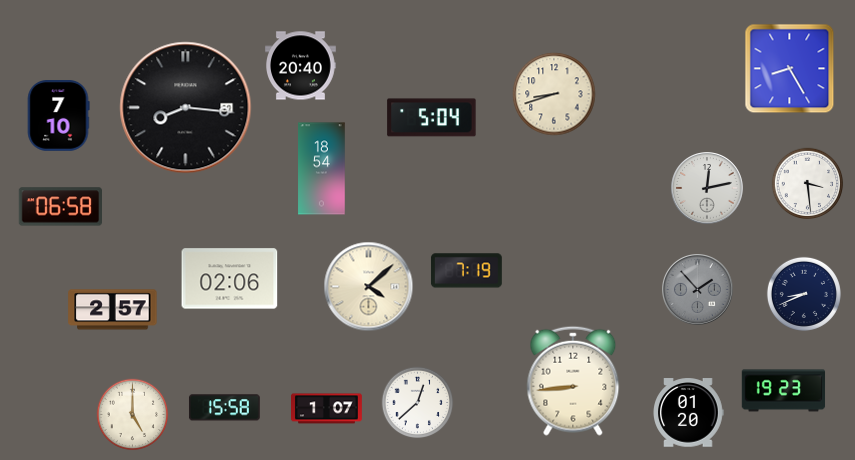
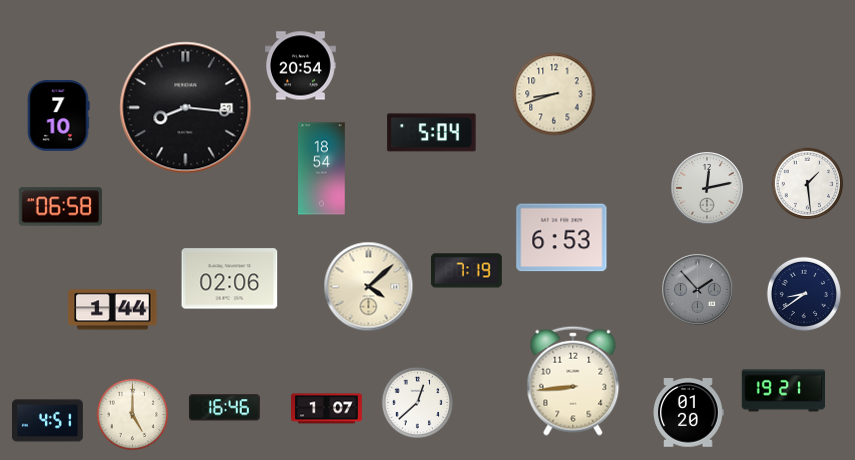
clock at (301, 66): 20:40 -> 20:54
clock at (790, 69): 8:25 -> none
clock at (432, 118) position: (432, 118) -> (432, 133)
clock at (808, 184): 3:29 -> 1:29
clock at (562, 238): none -> 6:53
clock at (804, 294): 8:41 -> 8:39
clock at (113, 310): 2:57 -> 1:44
clock at (784, 391): 19:23 -> 19:21
clock at (224, 408): 15:58 -> 16:46
clock at (48, 421): none -> 4:51
